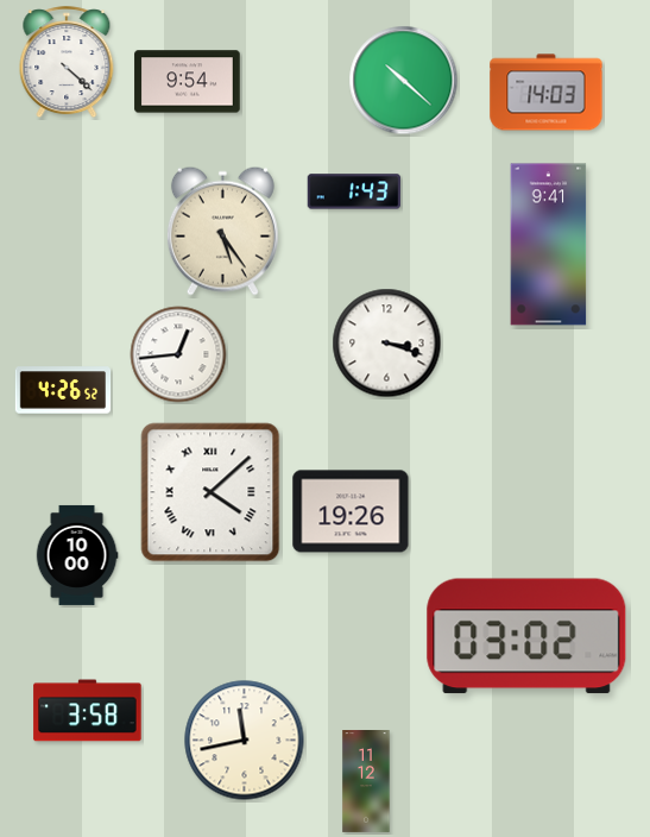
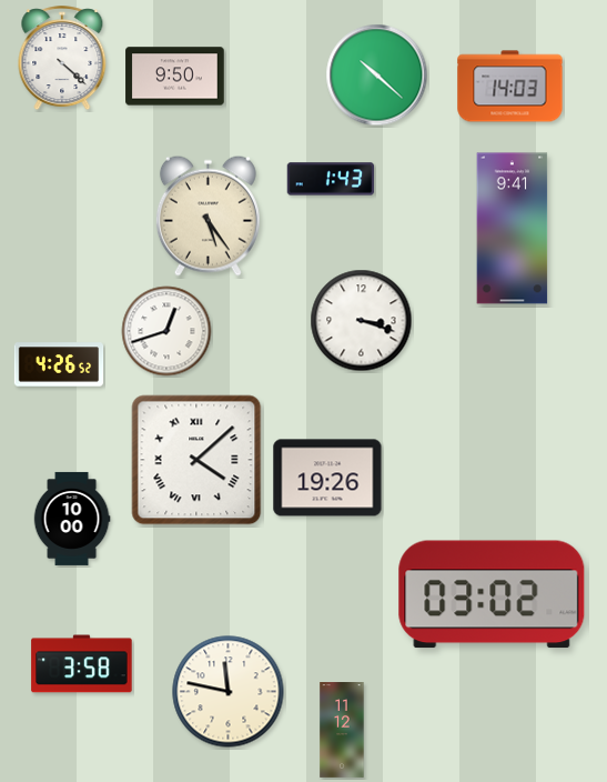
clock at (188, 82): 9:54 -> 9:50
clock at (178, 354): 12:44 -> 12:42
clock at (245, 741): 11:43 -> 11:47
